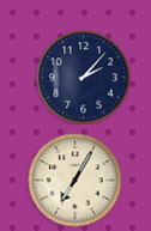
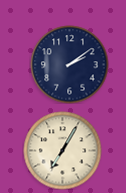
clock at (83, 77): 2:07 -> 2:09
